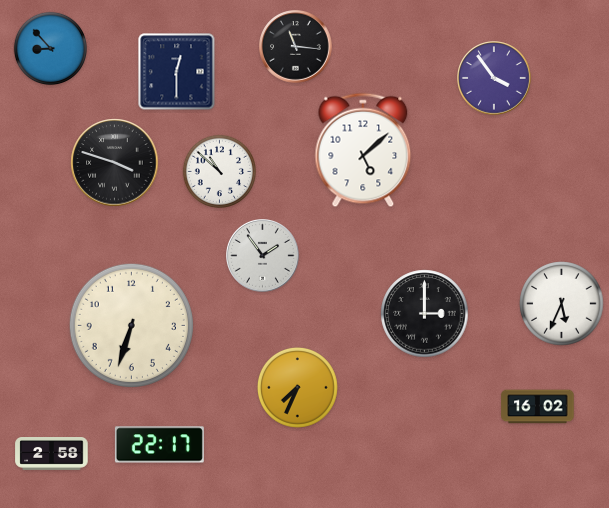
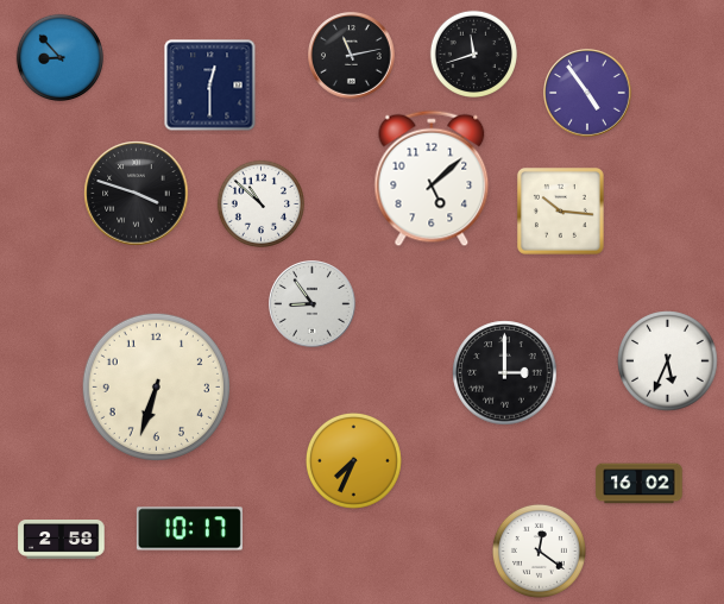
clock at (473, 54): none -> 11:42
clock at (296, 47): 11:16 -> 11:13
clock at (494, 78): 3:54 -> 4:54
clock at (560, 210): none -> 10:16
clock at (263, 256): 1:54 -> 8:54
clock at (159, 445): 22:17 -> 10:17
clock at (539, 550): none -> 12:21
